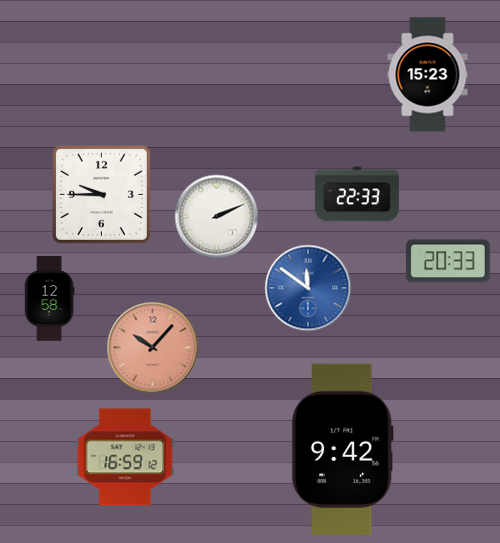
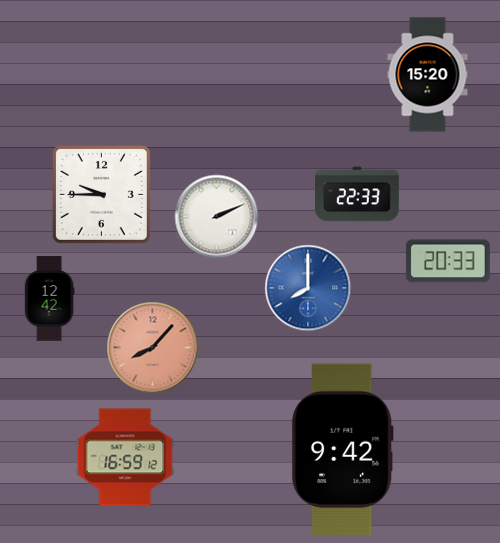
clock at (428, 75): 15:23 -> 15:20
clock at (308, 288): 11:51 -> 8:00
clock at (49, 299): 12:58 -> 12:42
clock at (153, 348): 10:07 -> 8:07
